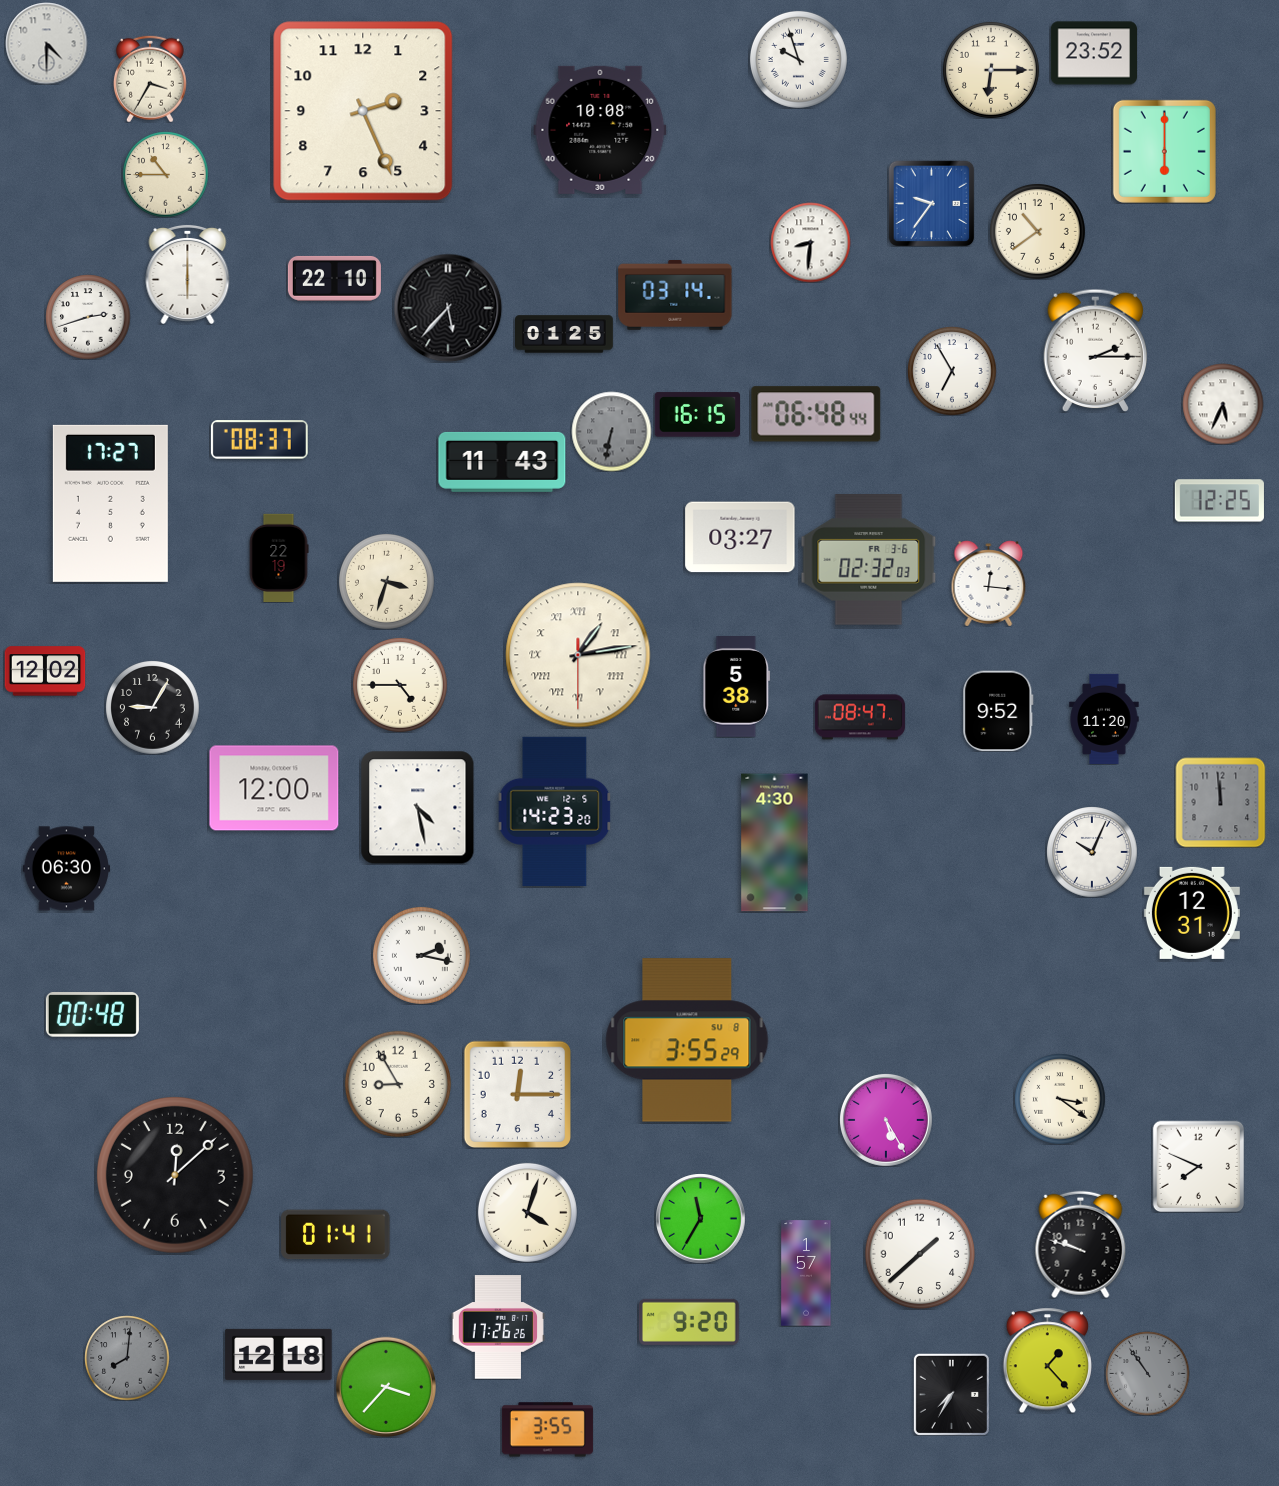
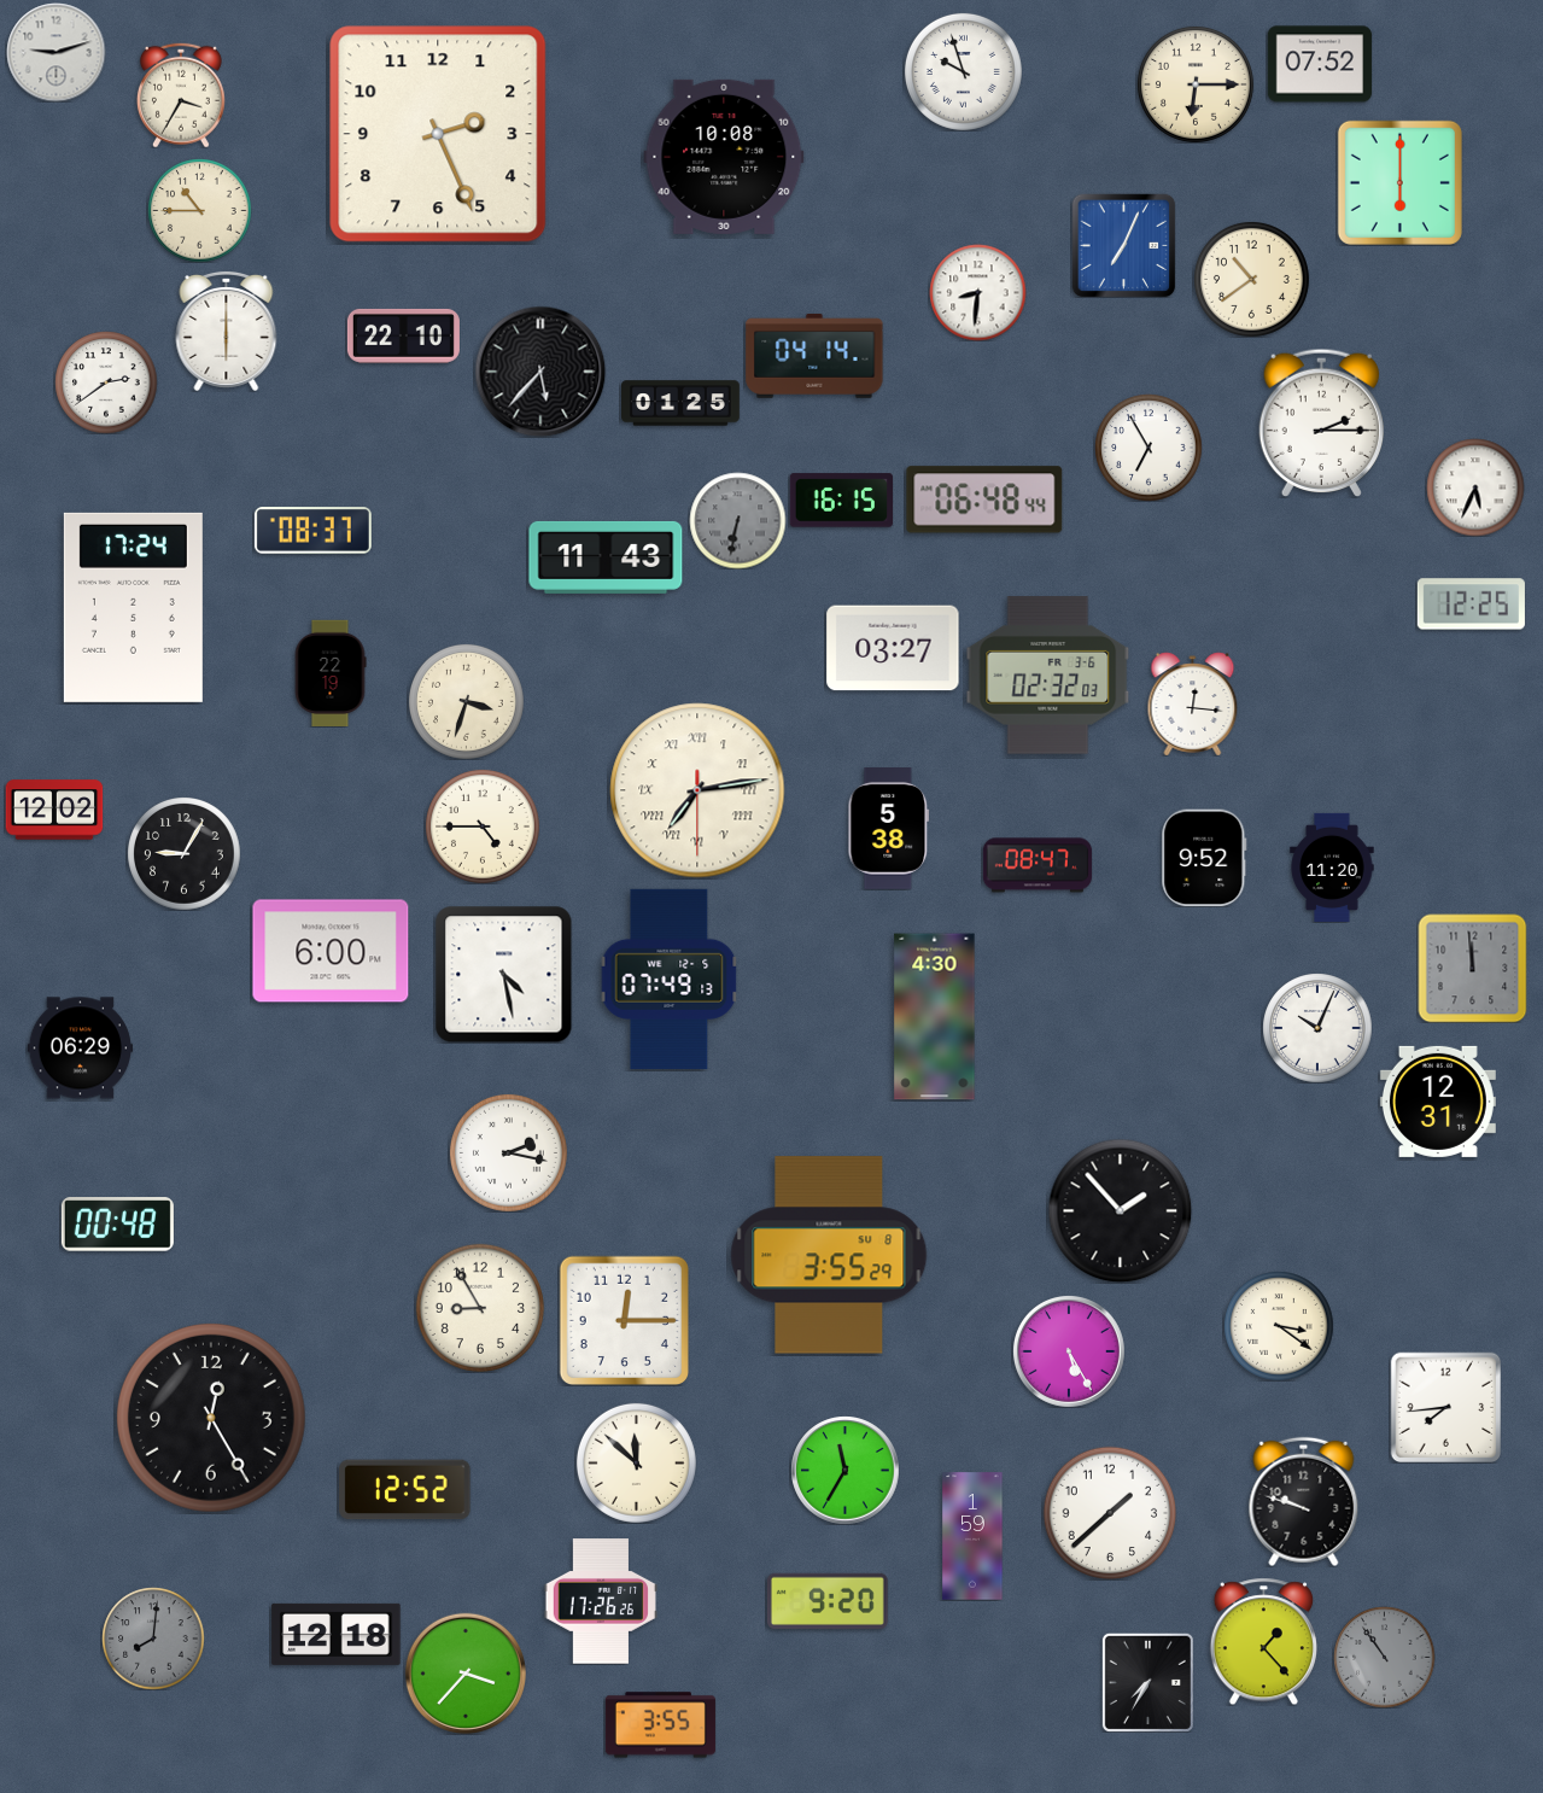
clock at (46, 43): 4:30 -> 9:12
clock at (1094, 53): 23:52 -> 07:52
clock at (1164, 151) position: (1164, 151) -> (1399, 182)
clock at (931, 203): 9:36 -> 7:04
clock at (675, 295): 03:14 -> 04:14
clock at (88, 317): 2:42 -> 2:39
clock at (110, 503): 17:27 -> 17:24
clock at (279, 557) position: (279, 557) -> (331, 672)
clock at (578, 655): 1:13 -> 7:13
clock at (274, 788): 12:00 -> 6:00
clock at (555, 811): 14:23 -> 07:49
clock at (66, 869): 06:30 -> 06:29
clock at (1120, 1210): none -> 1:53
clock at (92, 1015) position: (92, 1015) -> (117, 1225)
clock at (1198, 1166): 7:49 -> 7:44
clock at (175, 1175): 12:08 -> 12:25
clock at (527, 1212): 4:03 -> 11:52
clock at (336, 1235): 01:41 -> 12:52
clock at (806, 1273): 1:57 -> 1:59
clock at (689, 1322) position: (689, 1322) -> (828, 1601)
